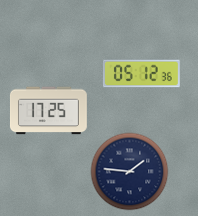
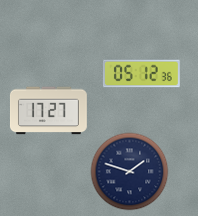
clock at (48, 111): 17:25 -> 17:27
clock at (129, 171): 1:46 -> 1:48
